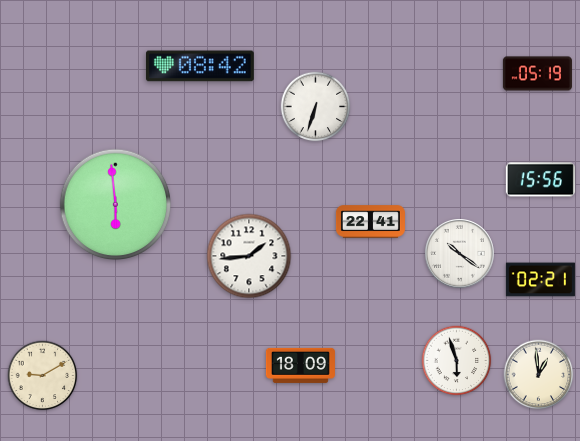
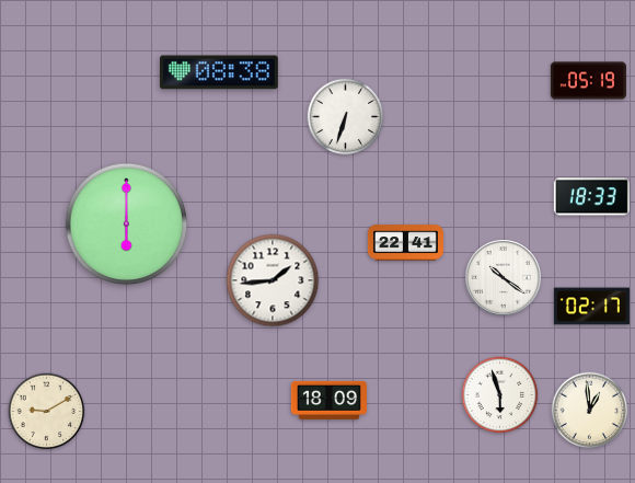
clock at (200, 66): 08:42 -> 08:38
clock at (540, 180): 15:56 -> 18:33
clock at (116, 205): 5:59 -> 6:00
clock at (540, 280): 02:21 -> 02:17
